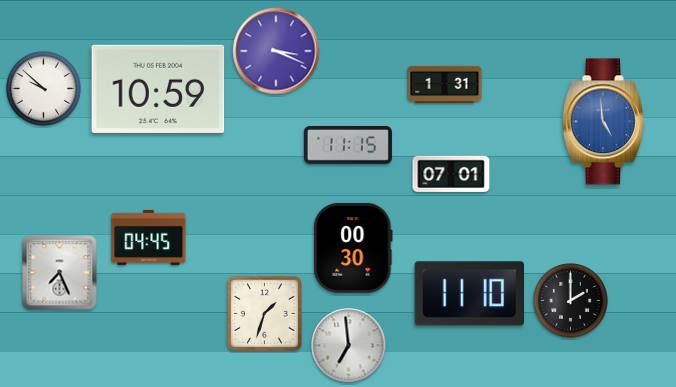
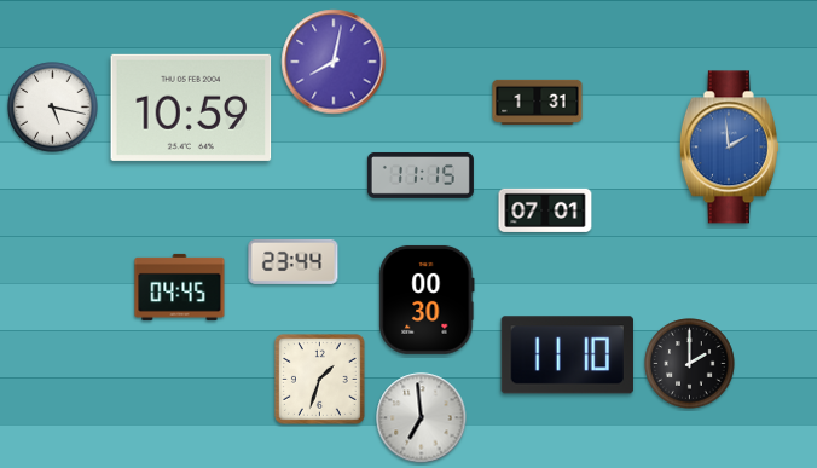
clock at (276, 51): 3:19 -> 8:02
clock at (44, 89): 9:52 -> 5:17
clock at (603, 122): 4:59 -> 1:59
clock at (294, 261): none -> 23:44
clock at (60, 273): 7:26 -> none
